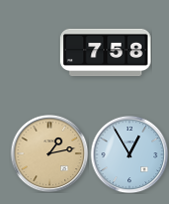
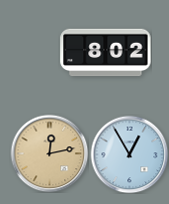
clock at (106, 53): 7:58 -> 8:02
clock at (49, 153): 1:13 -> 12:13
